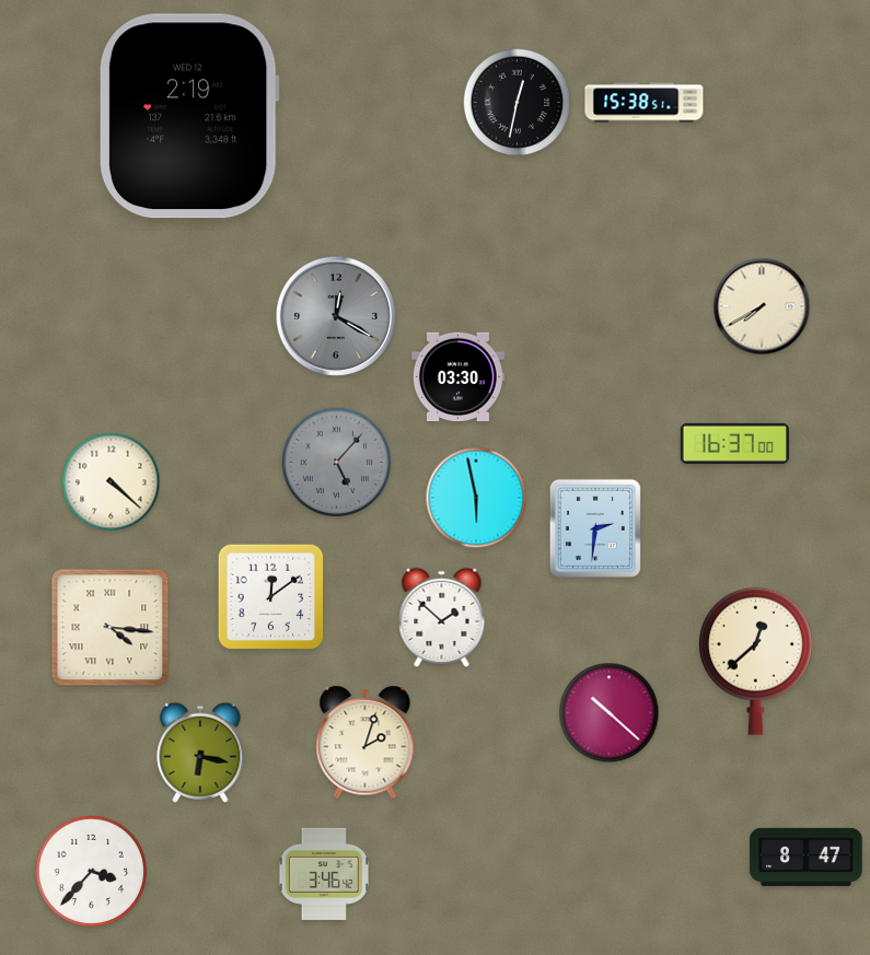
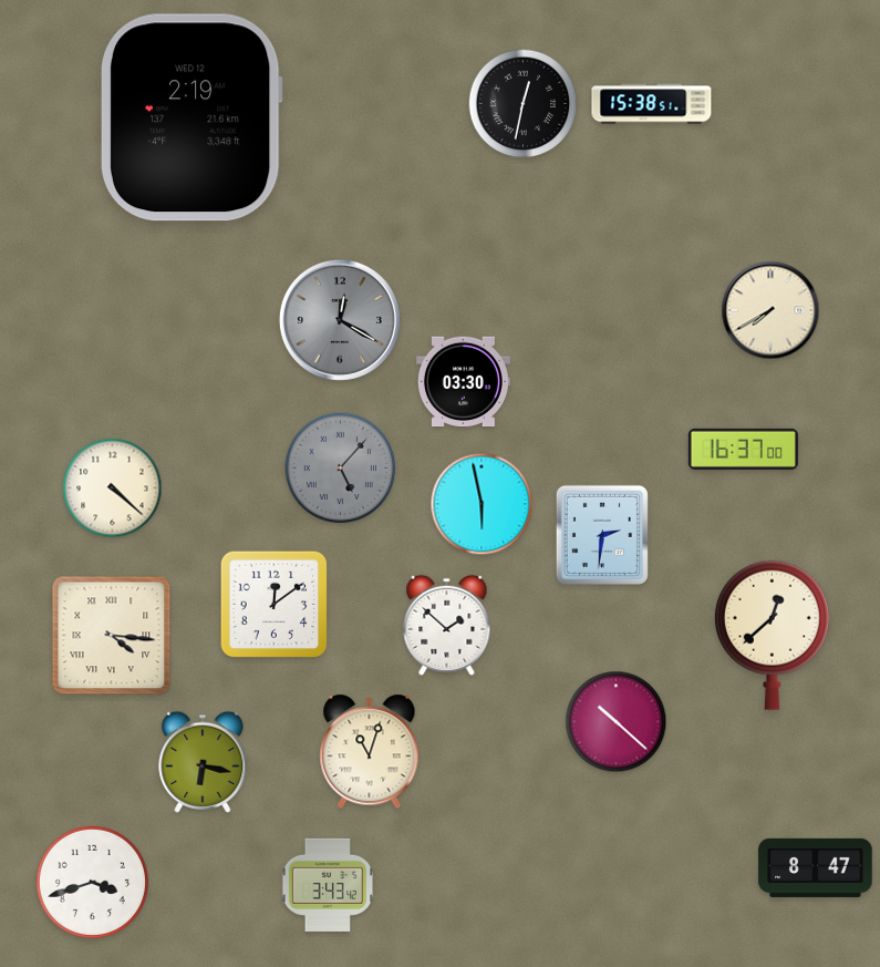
clock at (755, 661) position: (755, 661) -> (772, 635)
clock at (366, 743): 2:03 -> 11:03
clock at (91, 871): 3:37 -> 3:42
clock at (324, 874): 3:46 -> 3:43
